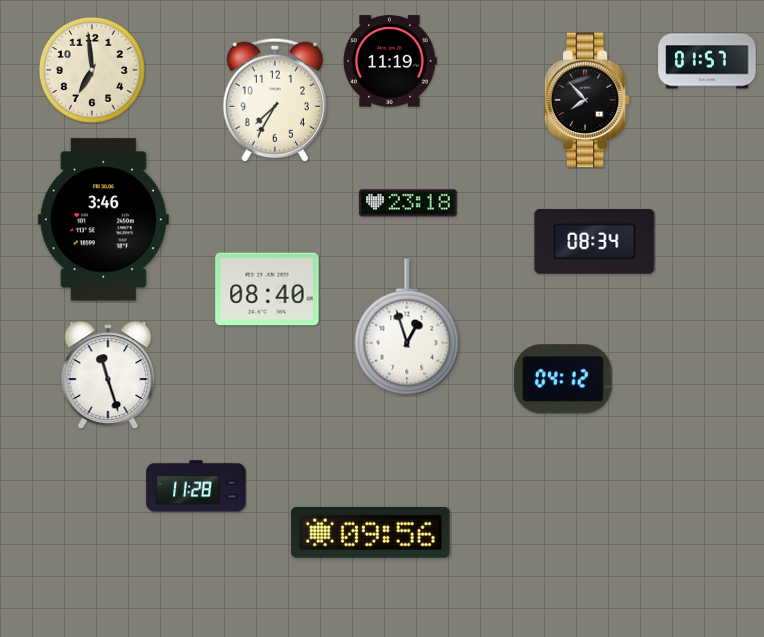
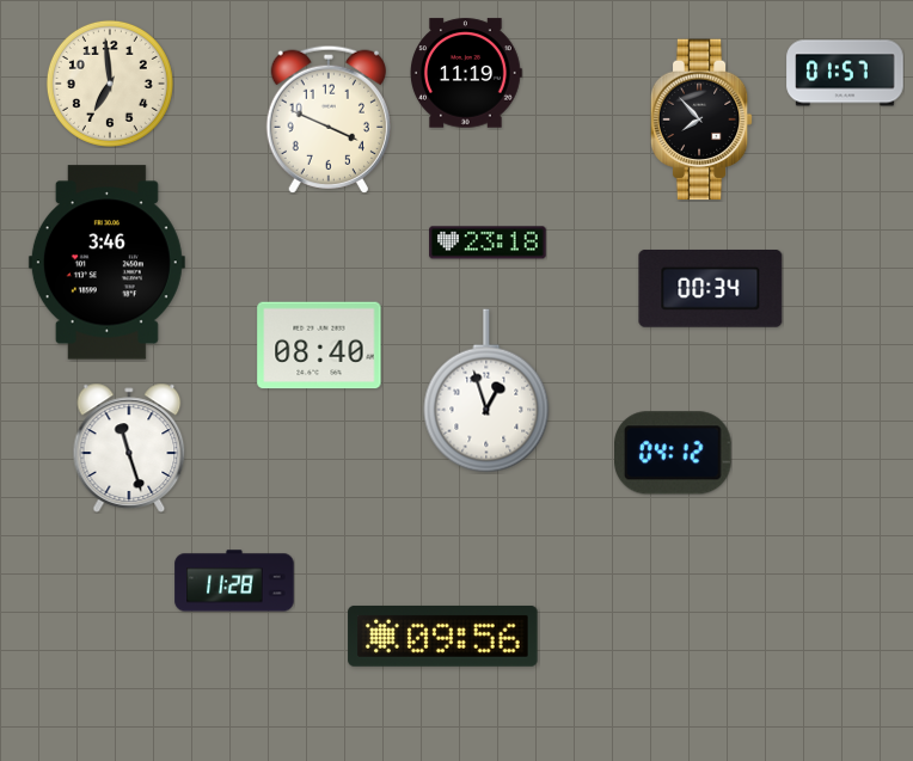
clock at (275, 100): 7:35 -> 3:49
clock at (103, 220) position: (103, 220) -> (106, 263)
clock at (595, 242): 08:34 -> 00:34
